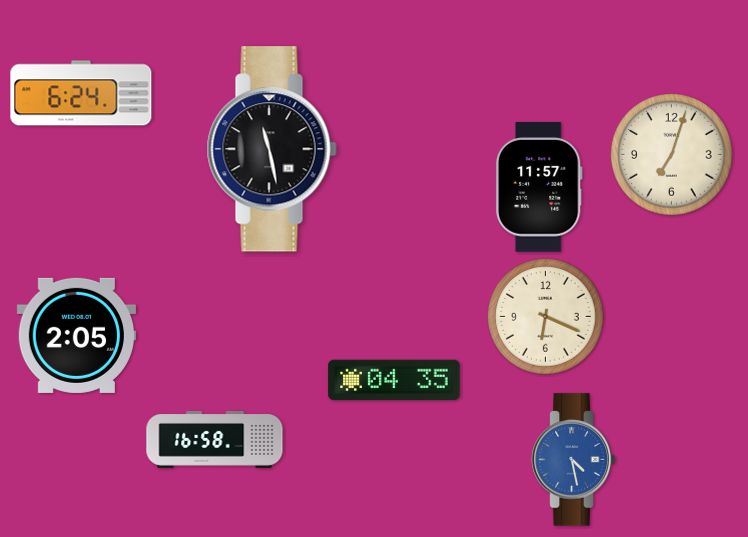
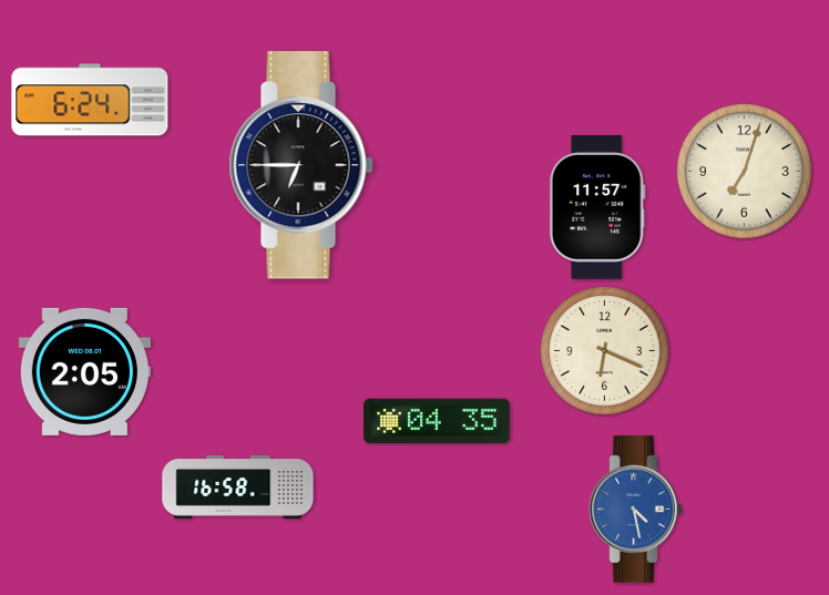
clock at (81, 93) position: (81, 93) -> (90, 100)
clock at (272, 149): 11:28 -> 6:45
